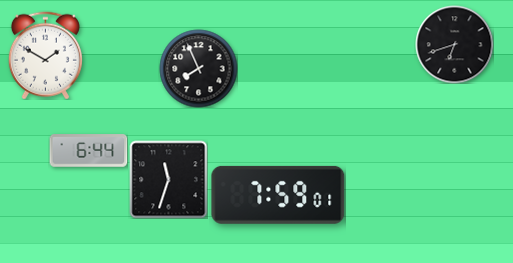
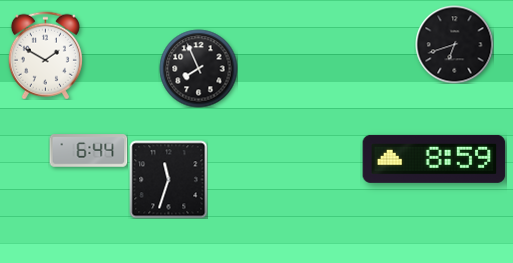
clock at (434, 159): none -> 8:59
clock at (278, 195): 7:59 -> none
